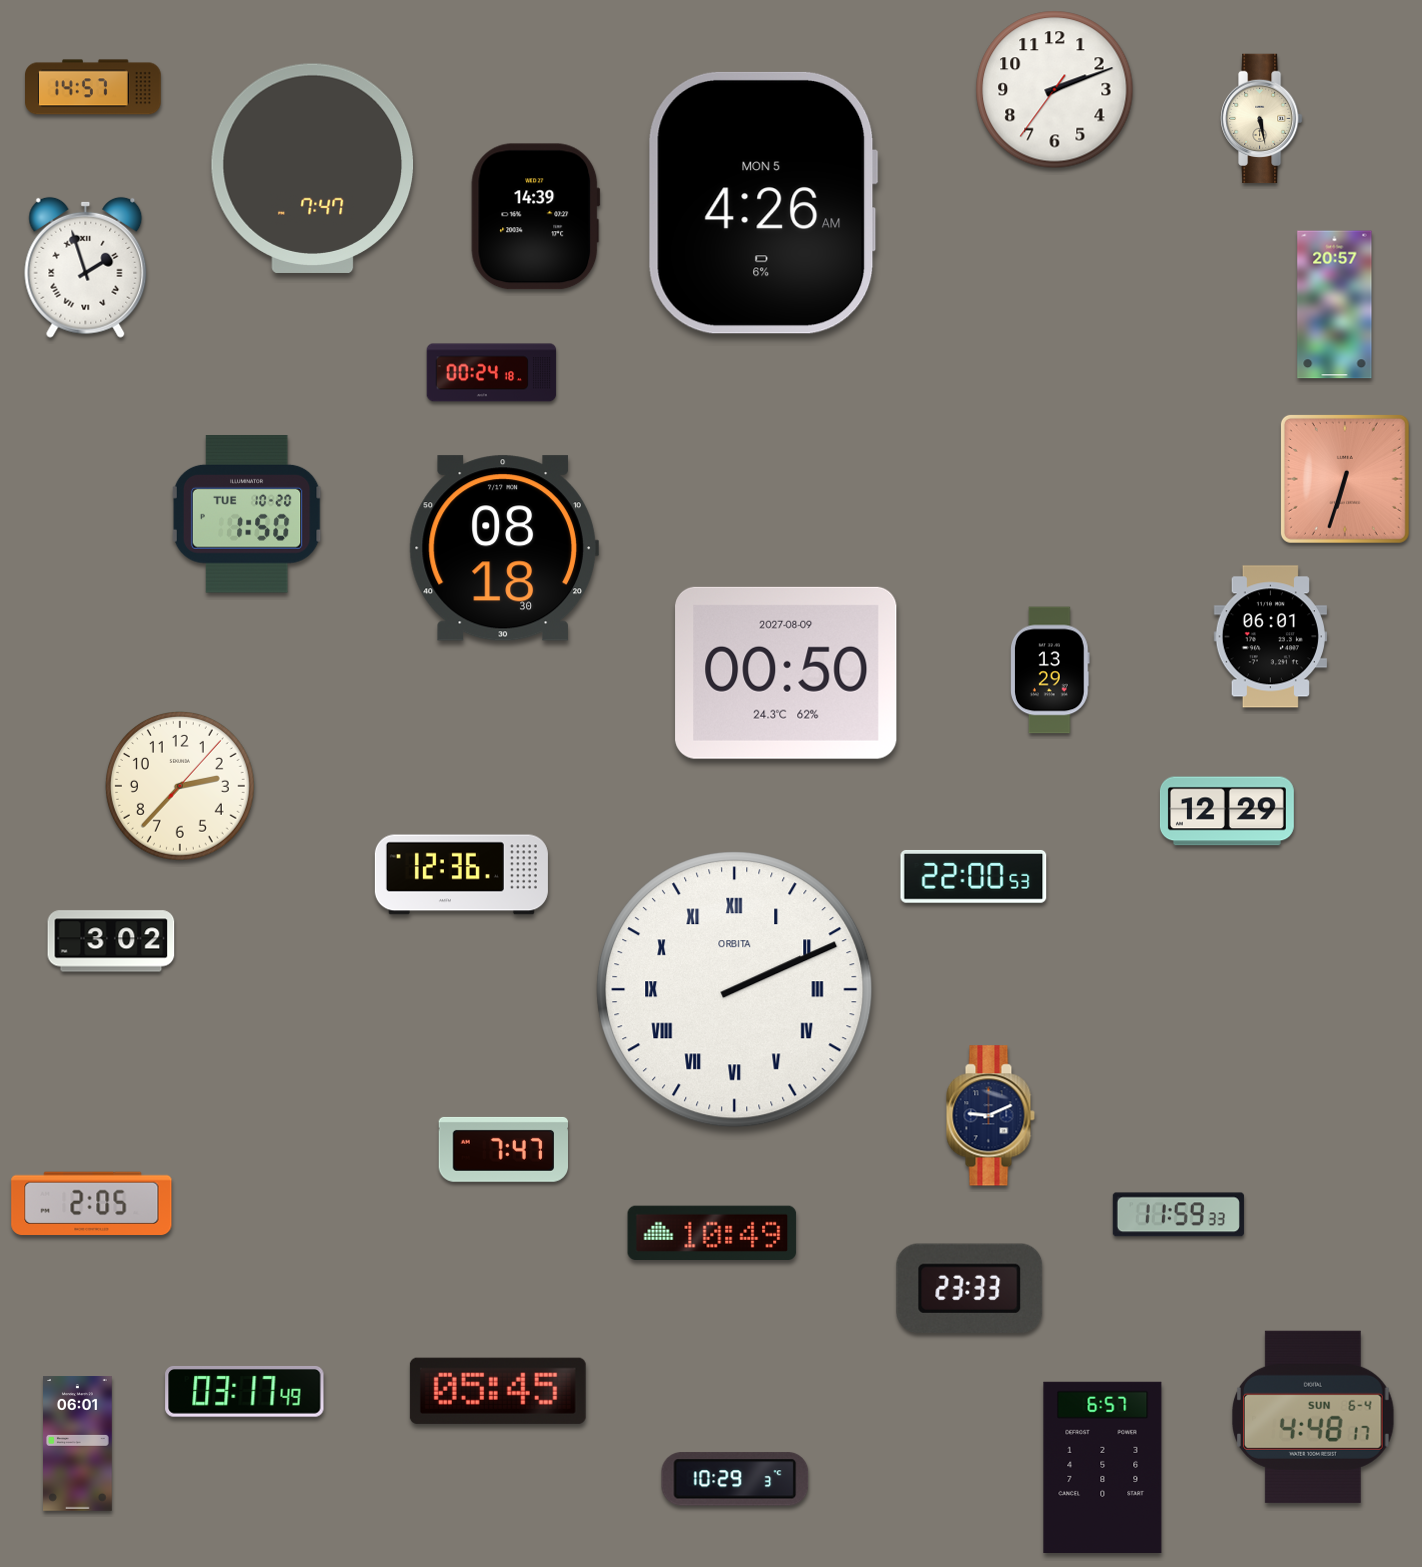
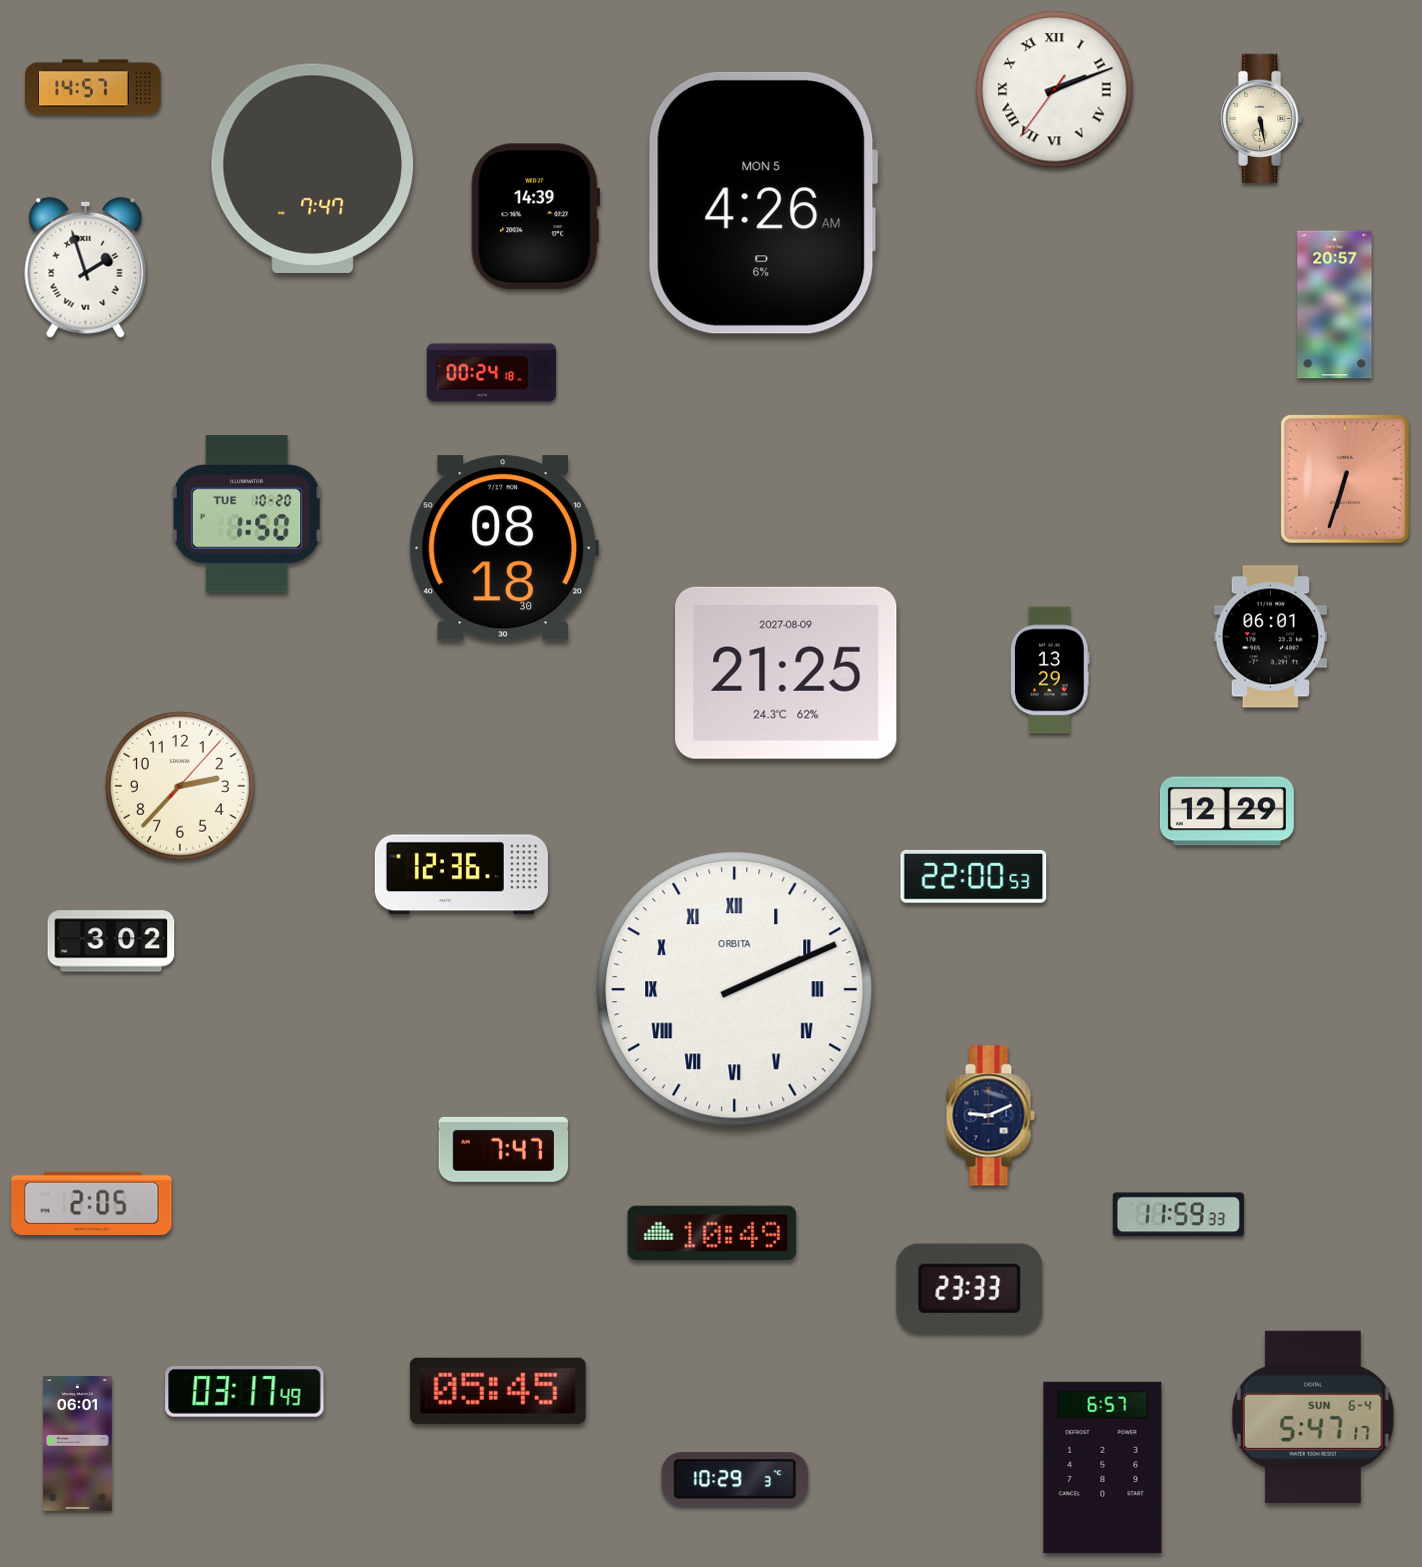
clock at (1055, 90) numerals: Arabic -> Roman
clock at (786, 673): 00:50 -> 21:25
clock at (1314, 1417): 4:48 -> 5:47
